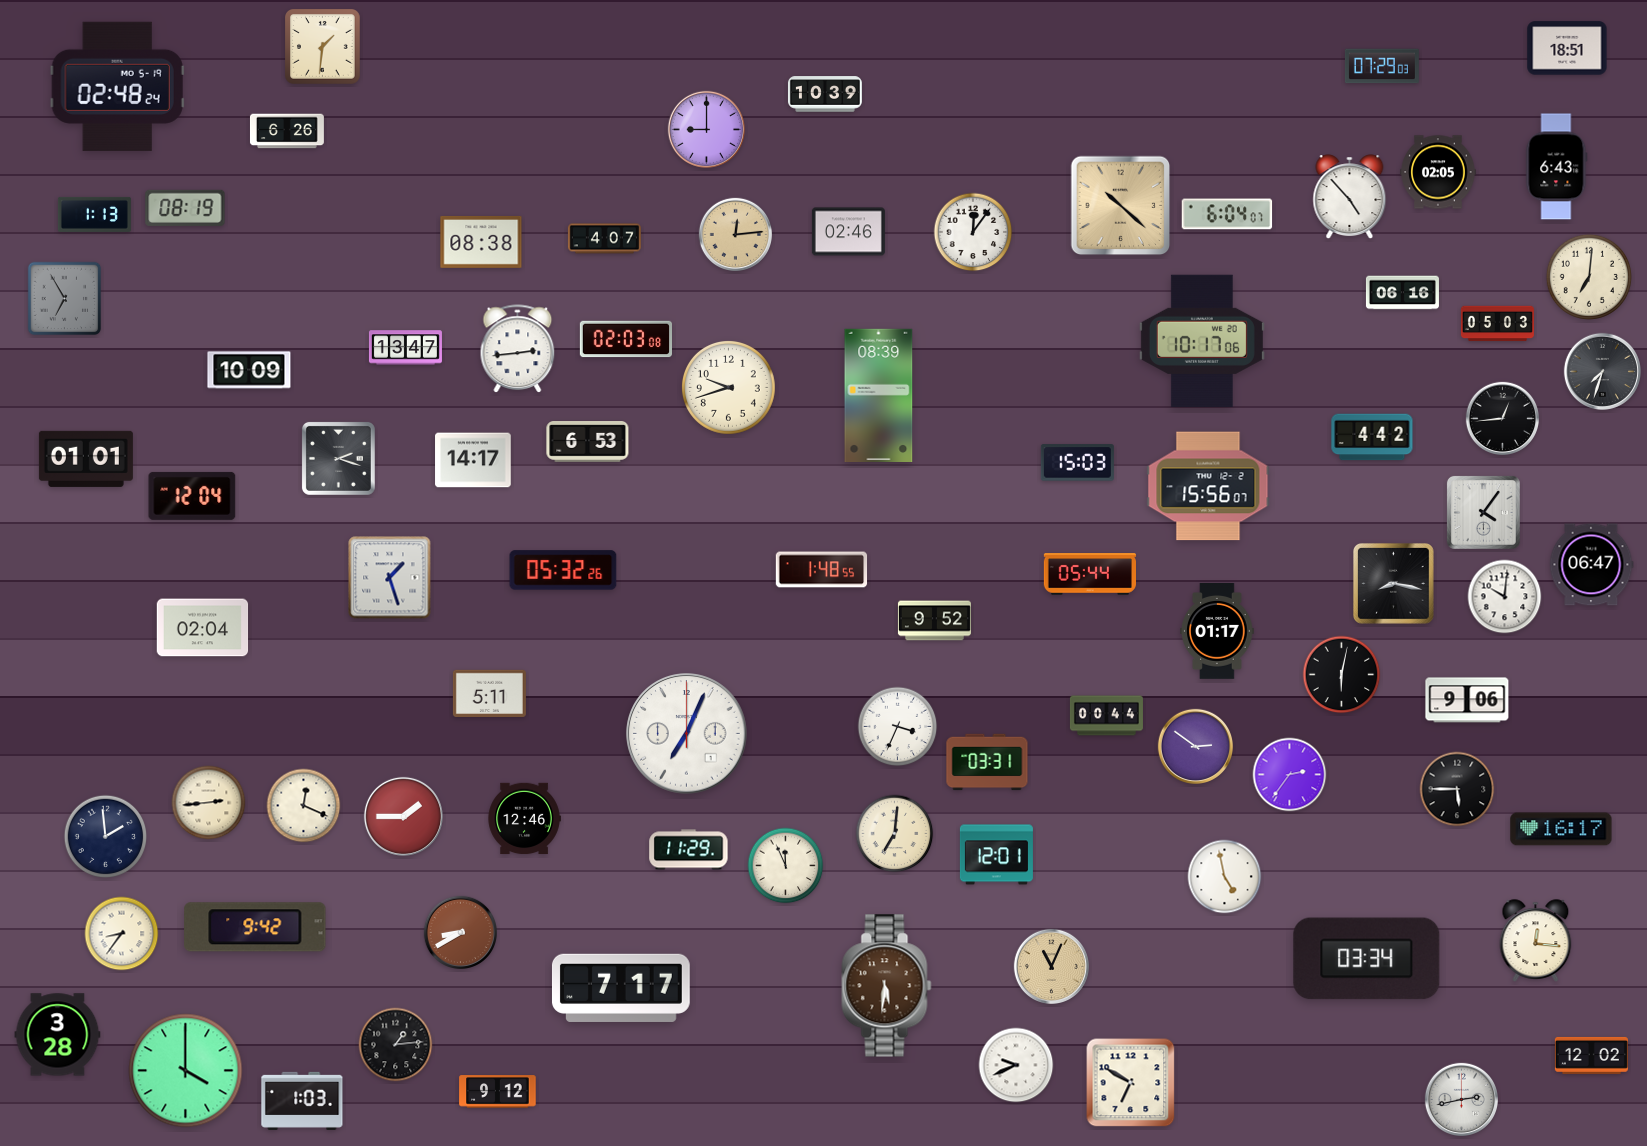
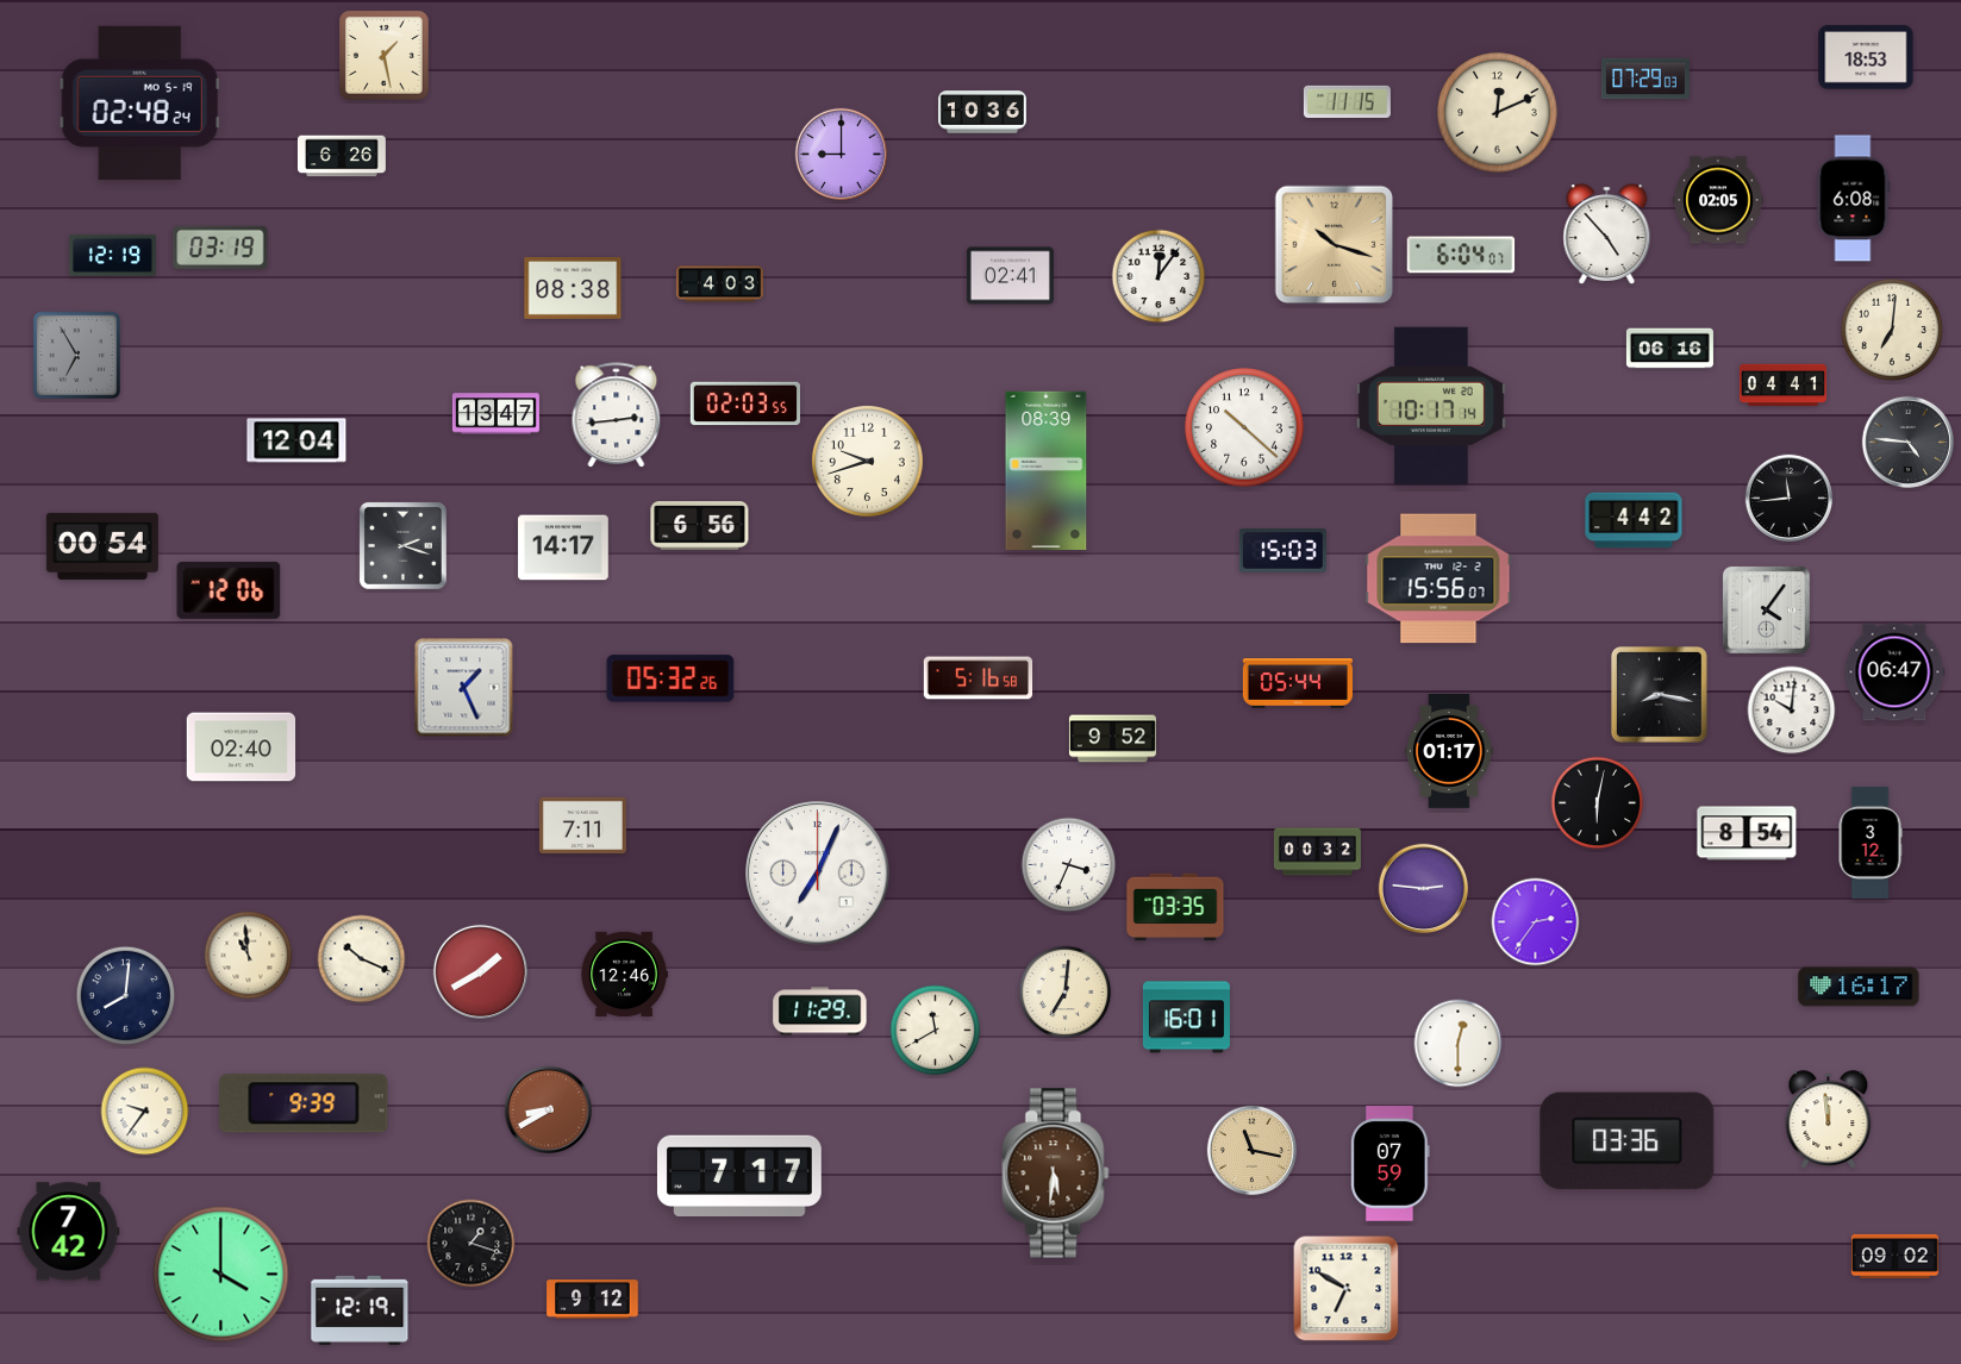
clock at (323, 47): 1:31 -> 1:28
clock at (1567, 48): 18:51 -> 18:53
clock at (1347, 101): none -> 11:15
clock at (825, 94): 10:39 -> 10:36
clock at (1498, 113): none -> 12:11
clock at (1557, 167): 6:43 -> 6:08
clock at (1438, 172) position: (1438, 172) -> (1718, 200)
clock at (1121, 206): 10:22 -> 10:18
clock at (185, 208): 08:19 -> 03:19
clock at (94, 214): 1:13 -> 12:19
clock at (848, 232): 02:46 -> 02:41
clock at (735, 234): 12:14 -> none
clock at (604, 239): 4:07 -> 4:03
clock at (1497, 324): 05:03 -> 04:41
clock at (625, 339): 02:03:08 -> 02:03:55
clock at (1202, 341): 10:17:06 -> 10:17:14
clock at (405, 348) position: (405, 348) -> (495, 414)
clock at (1244, 427): none -> 10:22
clock at (249, 370): 10:09 -> 12:04
clock at (1602, 371): 7:33 -> 4:46
clock at (1502, 418): 12:44 -> 11:44
clock at (588, 442): 6:53 -> 6:56
clock at (86, 459): 01:01 -> 00:54
clock at (192, 496): 12:04 -> 12:06
clock at (822, 570): 1:48 -> 5:16
clock at (390, 578): 1:27 -> 1:26
clock at (203, 628): 02:04 -> 02:40
clock at (489, 693): 5:11 -> 7:11
clock at (1467, 700): 9:06 -> 8:54
clock at (1871, 843): none -> 3:12
clock at (1106, 716): 00:44 -> 00:32
clock at (1195, 746): 2:51 -> 2:46
clock at (987, 762): 03:31 -> 03:35
clock at (1457, 789): 5:45 -> none
clock at (209, 803): 2:44 -> 10:59
clock at (304, 806): 12:19 -> 10:19
clock at (403, 816): 1:45 -> 1:40
clock at (106, 837): 1:59 -> 8:01
clock at (996, 855): 12:01 -> 16:01
clock at (786, 866): 11:56 -> 11:40
clock at (1225, 877): 4:58 -> 12:30
clock at (255, 927): 9:42 -> 9:39
clock at (122, 934): 8:36 -> 9:36
clock at (1536, 941): 12:16 -> 11:59
clock at (1367, 959): 03:34 -> 03:36
clock at (1051, 966): 11:04 -> 11:17
clock at (1391, 1164): none -> 07:59
clock at (58, 1035): 3:28 -> 7:42
clock at (396, 1045): 1:14 -> 1:18
clock at (1591, 1055): 12:02 -> 09:02
clock at (1016, 1065): 9:41 -> none
clock at (1461, 1099): 2:43 -> none
clock at (302, 1101): 1:03 -> 12:19
